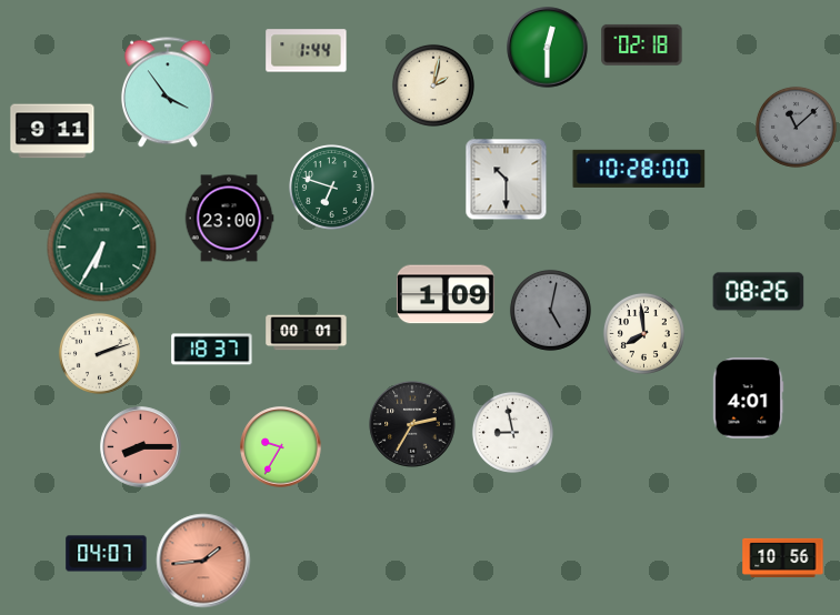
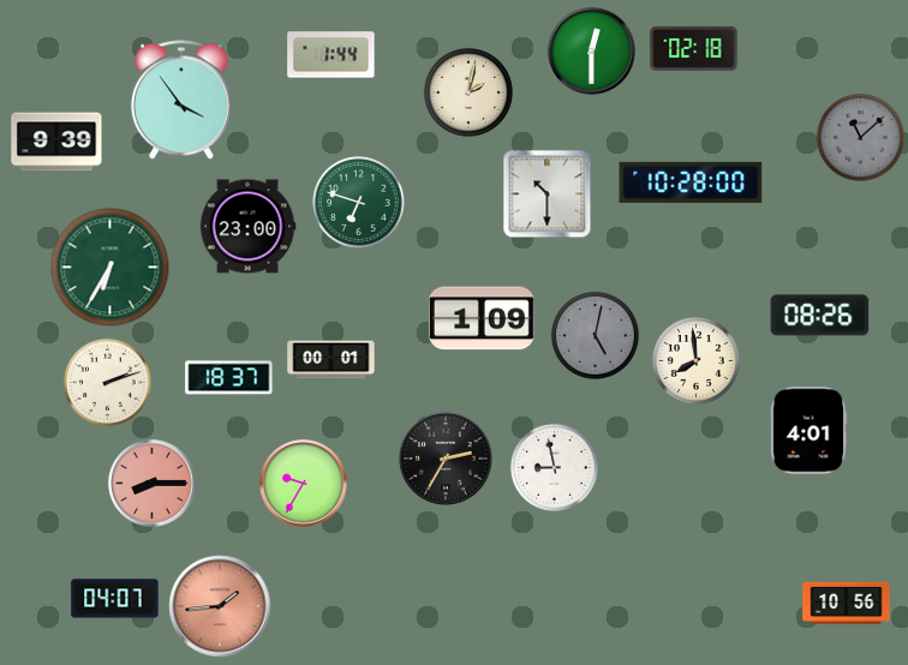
clock at (52, 131): 9:11 -> 9:39
clock at (229, 219) position: (229, 219) -> (247, 227)
